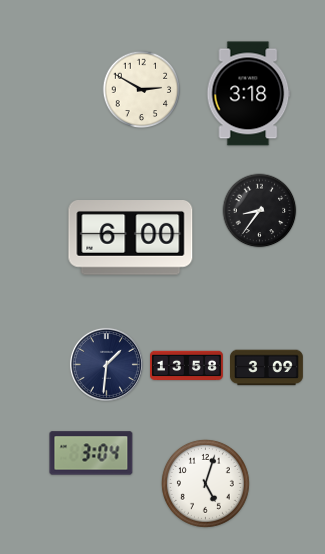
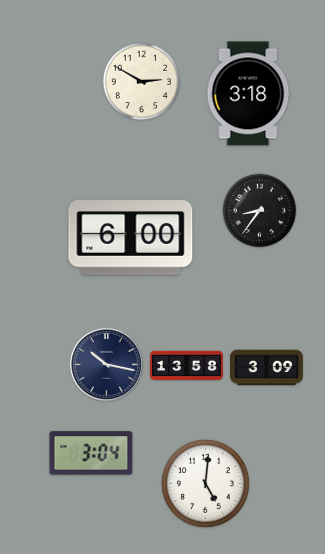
clock at (142, 90) position: (142, 90) -> (142, 82)
clock at (106, 364): 1:31 -> 10:17
clock at (205, 483): 5:03 -> 5:01
